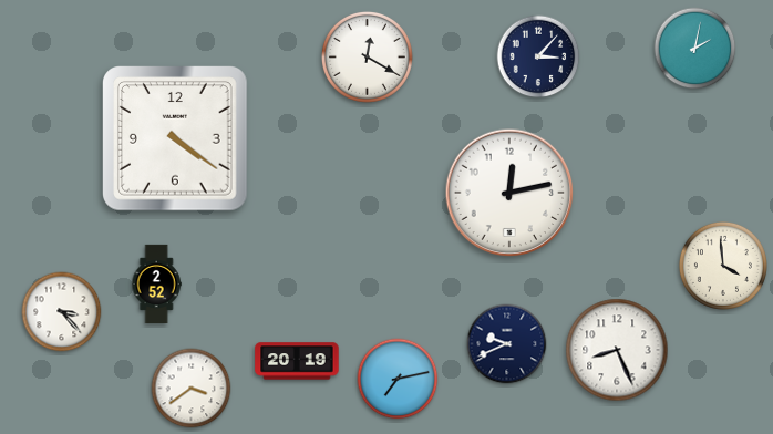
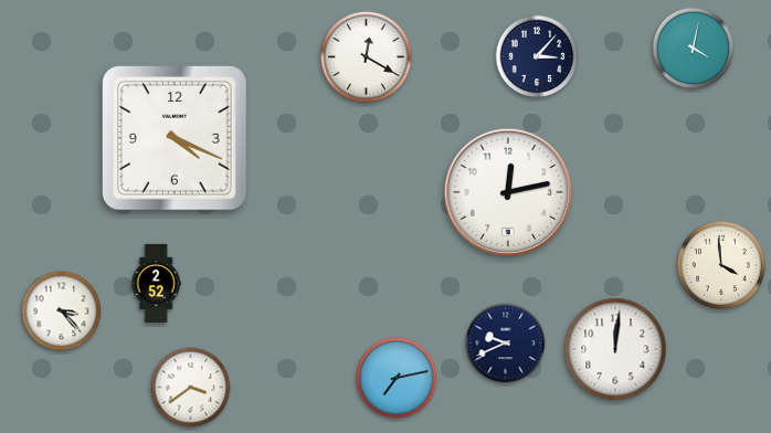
clock at (695, 49): 2:02 -> 4:02
clock at (176, 139): 4:21 -> 4:19
clock at (617, 350): 8:26 -> 12:01
clock at (297, 361): 20:19 -> none
